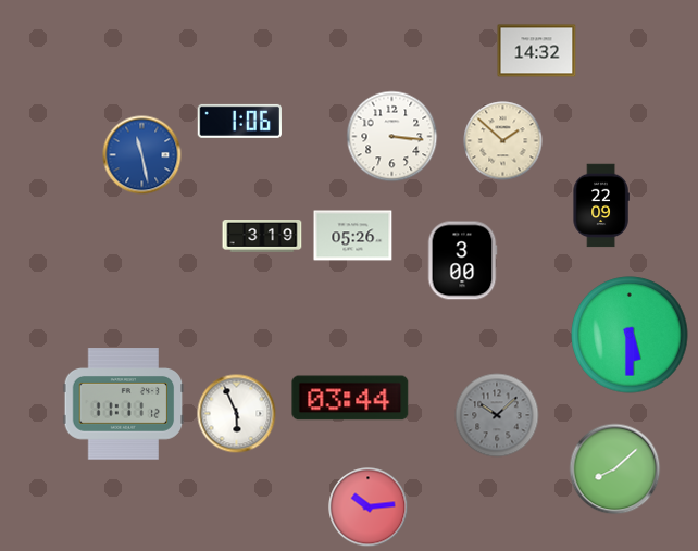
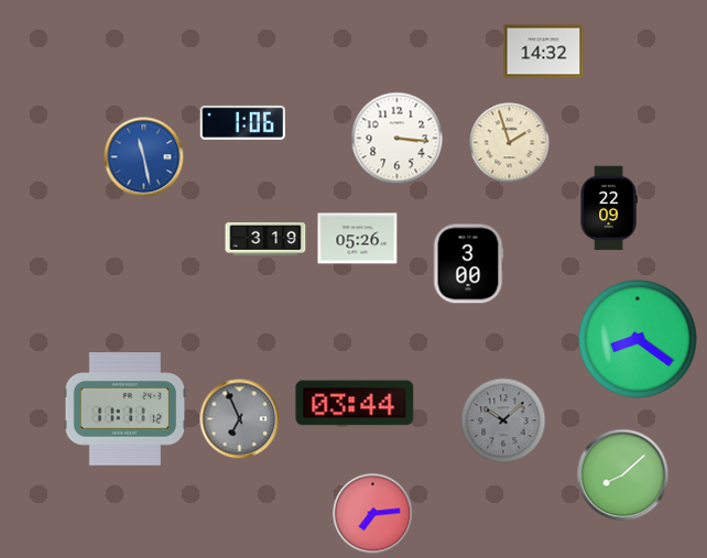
clock at (503, 141): 1:52 -> 1:57
clock at (630, 335): 5:30 -> 8:21
clock at (237, 414): 5:56 -> 6:56
clock at (237, 414) dial: white -> grey
clock at (369, 508): 10:14 -> 7:14
